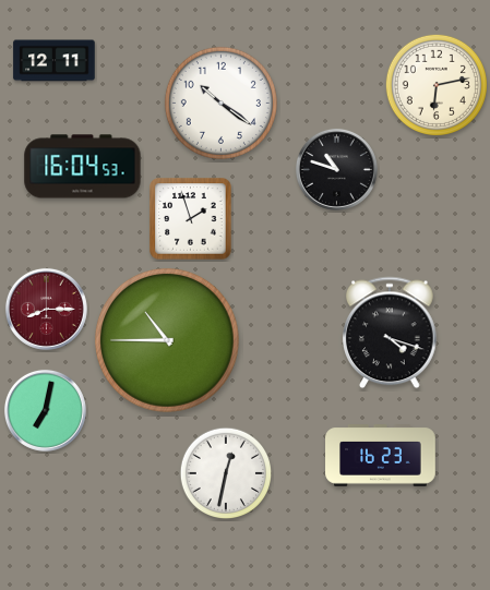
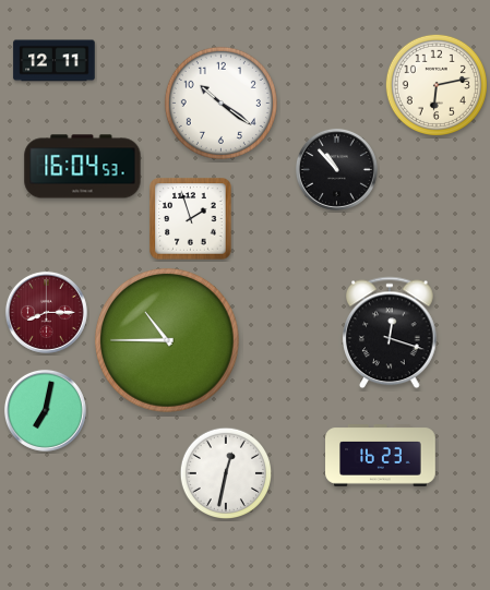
clock at (336, 169): 10:48 -> 10:53
clock at (46, 309) position: (46, 309) -> (46, 312)
clock at (390, 333): 4:18 -> 12:18
